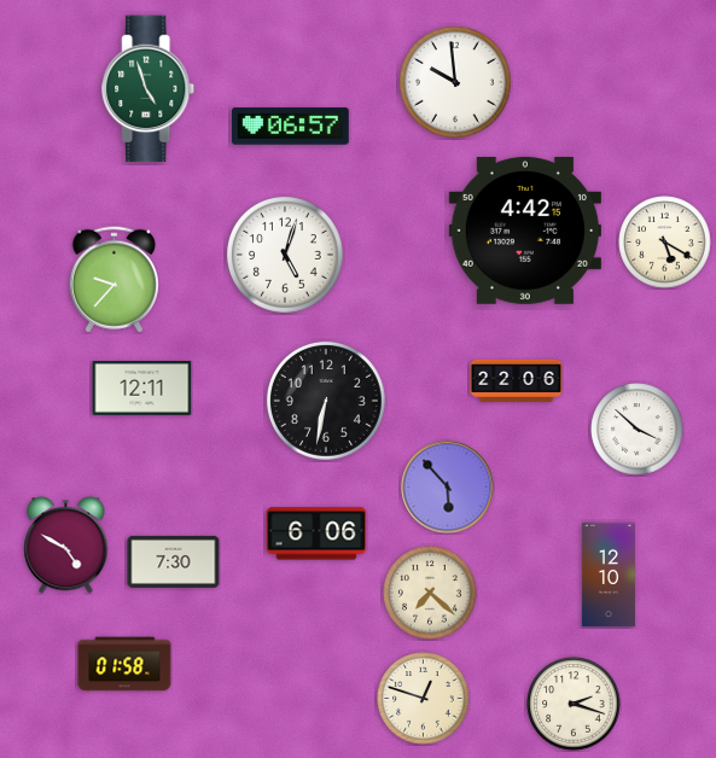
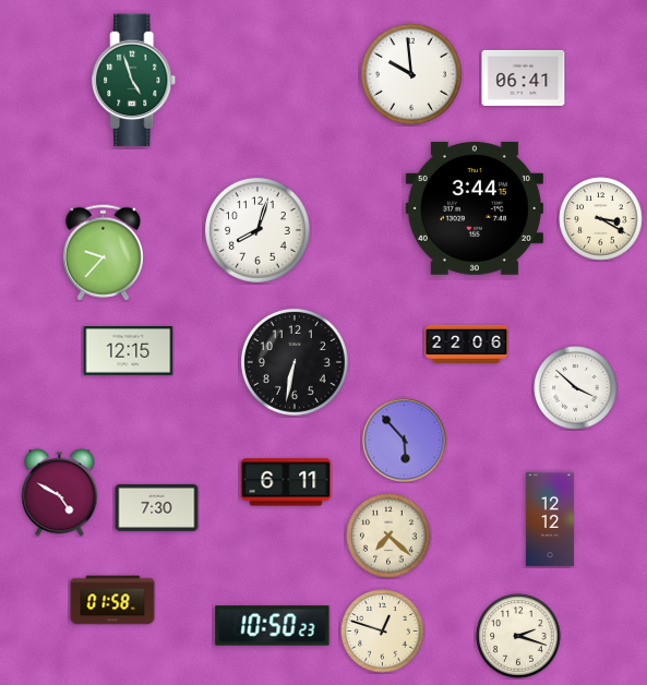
clock at (524, 77): none -> 06:41
clock at (291, 127): 06:57 -> none
clock at (525, 231): 4:42 -> 3:44
clock at (665, 243): 5:20 -> 3:20
clock at (286, 256): 5:03 -> 8:03
clock at (142, 389): 12:11 -> 12:15
clock at (316, 533): 6:06 -> 6:11
clock at (609, 575): 12:10 -> 12:12
clock at (273, 626): none -> 10:50
